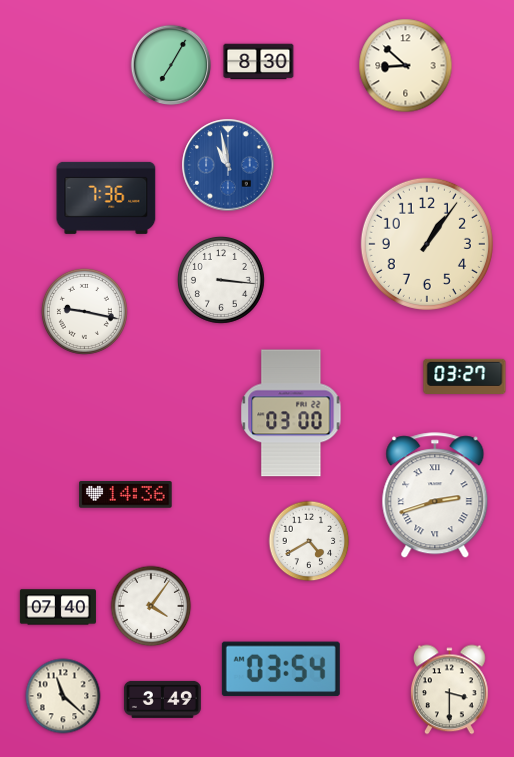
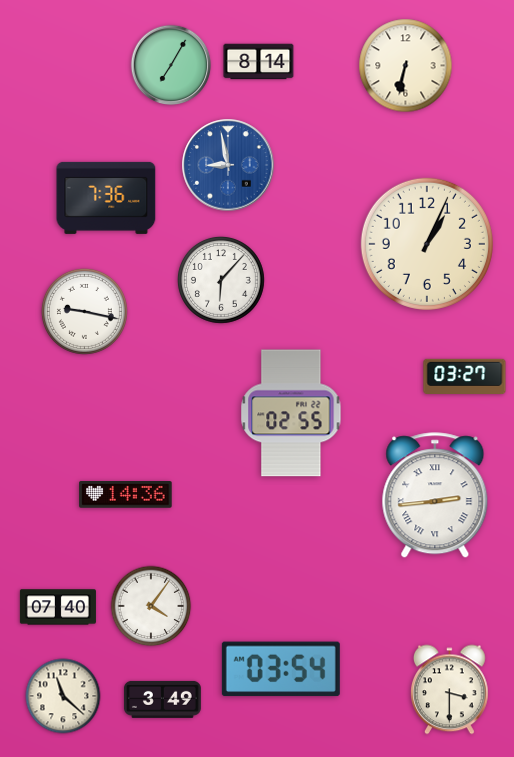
clock at (259, 62): 8:30 -> 8:14
clock at (406, 66): 8:52 -> 6:32
clock at (228, 165): 10:58 -> 8:58
clock at (427, 244): 1:06 -> 1:04
clock at (221, 280): 3:16 -> 6:07
clock at (291, 413): 03:00 -> 02:55
clock at (435, 496): 2:42 -> 2:44
clock at (309, 541): 4:40 -> none
